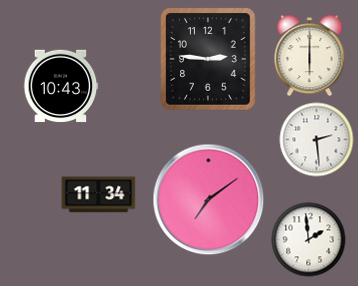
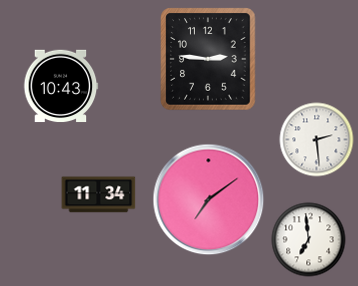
clock at (310, 56): 6:00 -> none
clock at (309, 240): 1:59 -> 6:59
